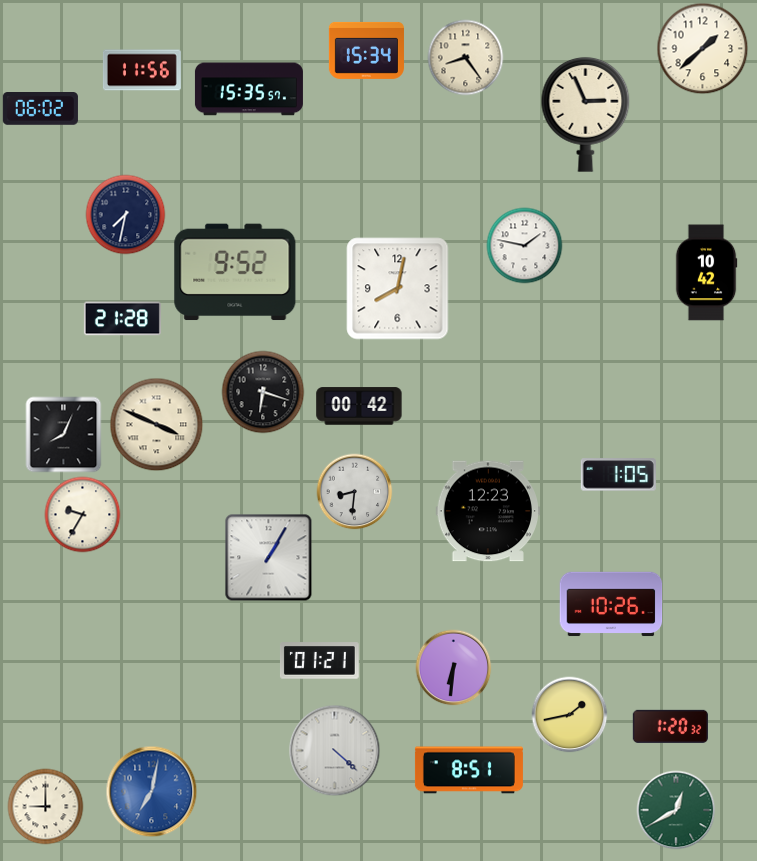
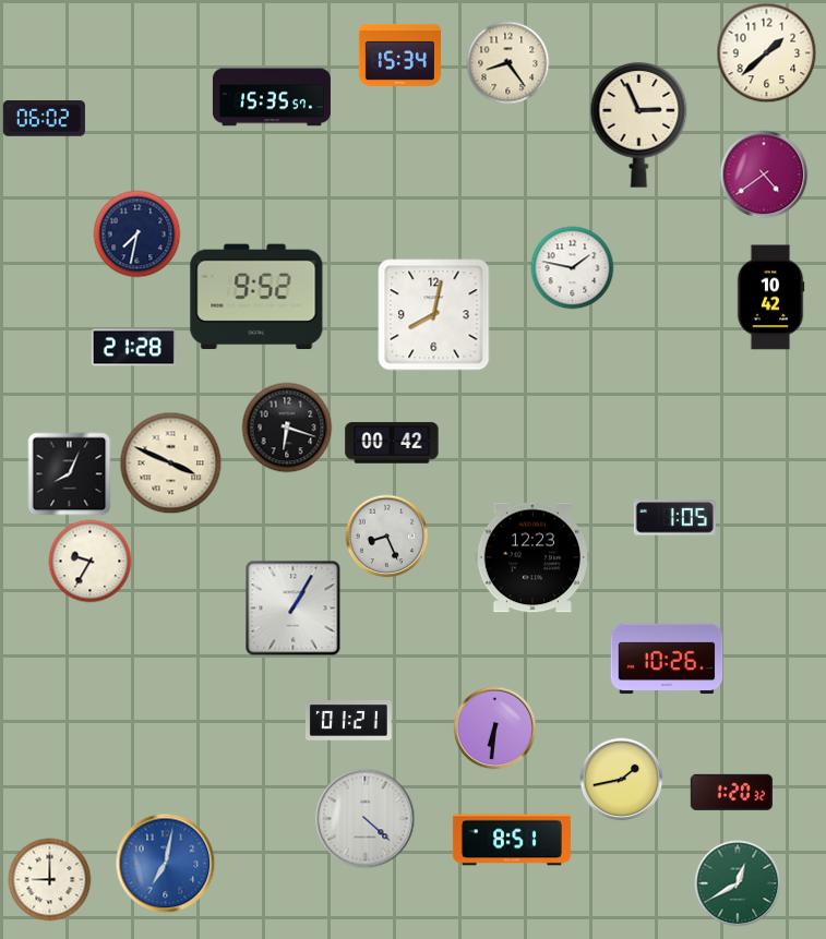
clock at (142, 70): 11:56 -> none
clock at (764, 174): none -> 4:39
clock at (355, 492): 8:31 -> 8:26
